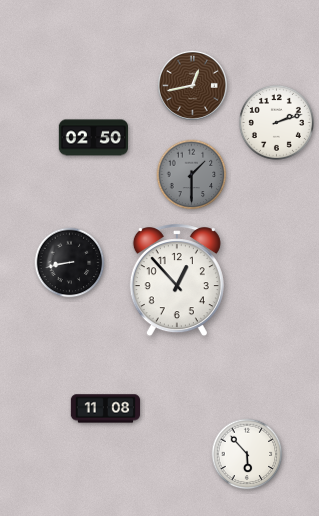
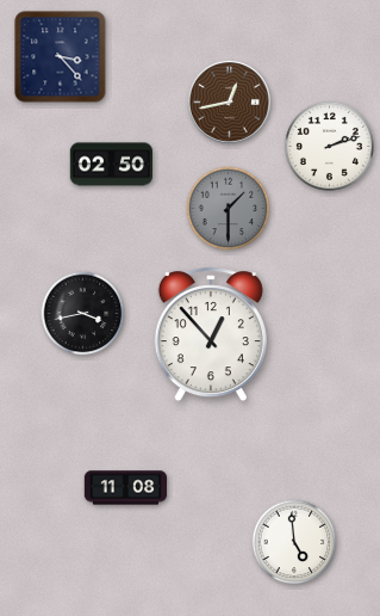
clock at (61, 57): none -> 3:23
clock at (70, 263): 8:43 -> 3:43
clock at (247, 454): 5:53 -> 4:59
